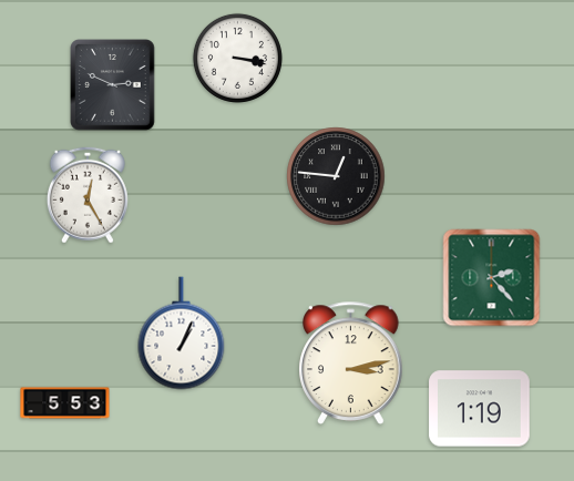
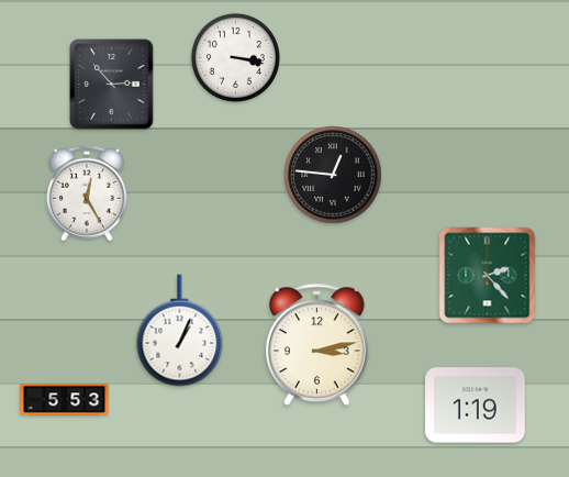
clock at (113, 85): 2:49 -> 2:53
clock at (351, 362) position: (351, 362) -> (317, 344)
